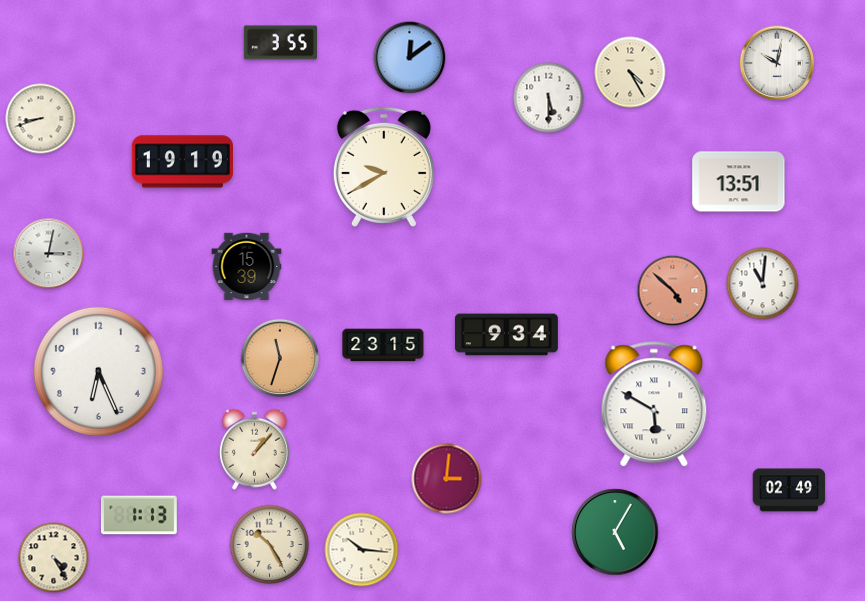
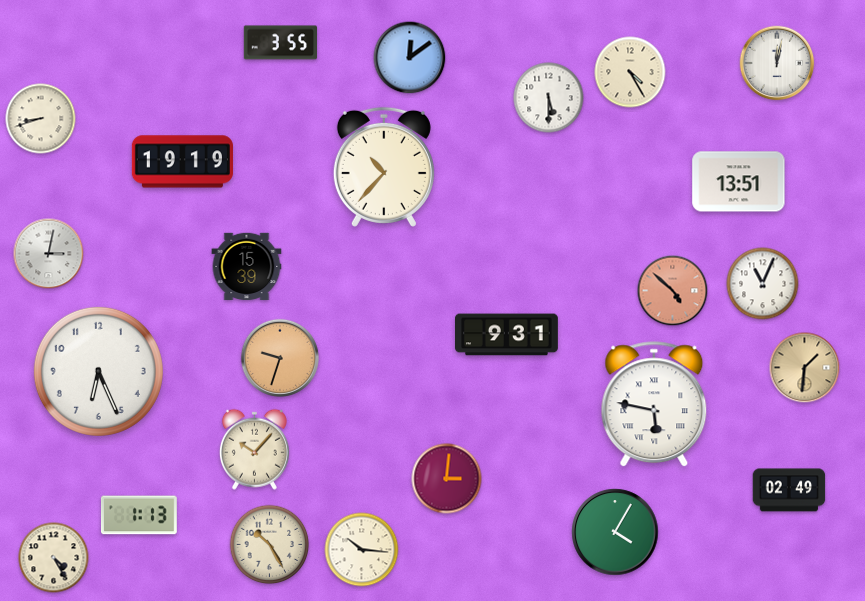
clock at (777, 63): 10:02 -> 12:02
clock at (384, 167): 9:40 -> 10:37
clock at (763, 284): 11:01 -> 11:04
clock at (507, 335): 9:34 -> 9:31
clock at (383, 345): 23:15 -> none
clock at (280, 358): 11:33 -> 9:33
clock at (805, 368): none -> 1:31
clock at (654, 405): 5:50 -> 5:47
clock at (254, 449): 1:07 -> 10:07
clock at (615, 532): 5:05 -> 4:05
